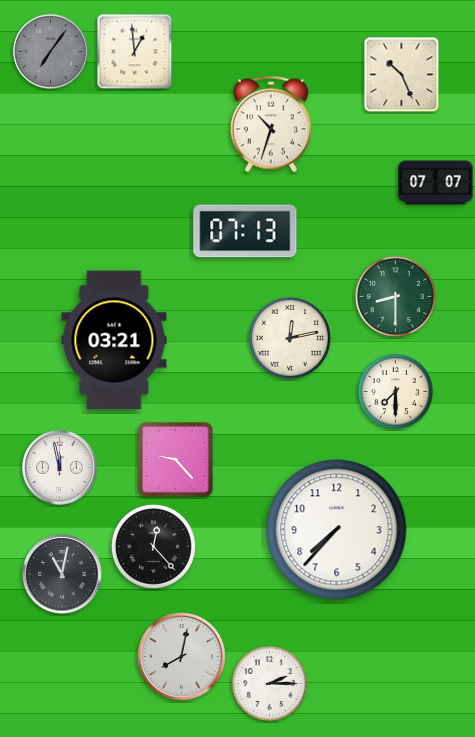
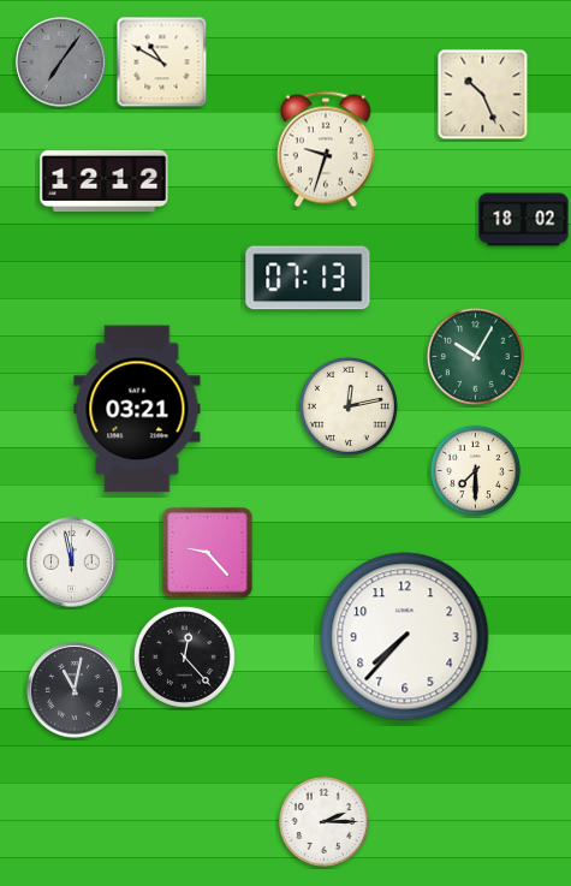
clock at (135, 52): 12:59 -> 10:50
clock at (402, 75) position: (402, 75) -> (483, 95)
clock at (271, 124): 10:33 -> 9:33
clock at (105, 180): none -> 12:12
clock at (436, 183): 07:07 -> 18:02
clock at (245, 231) position: (245, 231) -> (308, 278)
clock at (395, 296): 8:30 -> 10:05
clock at (176, 460) position: (176, 460) -> (208, 553)
clock at (182, 657): 8:02 -> none
